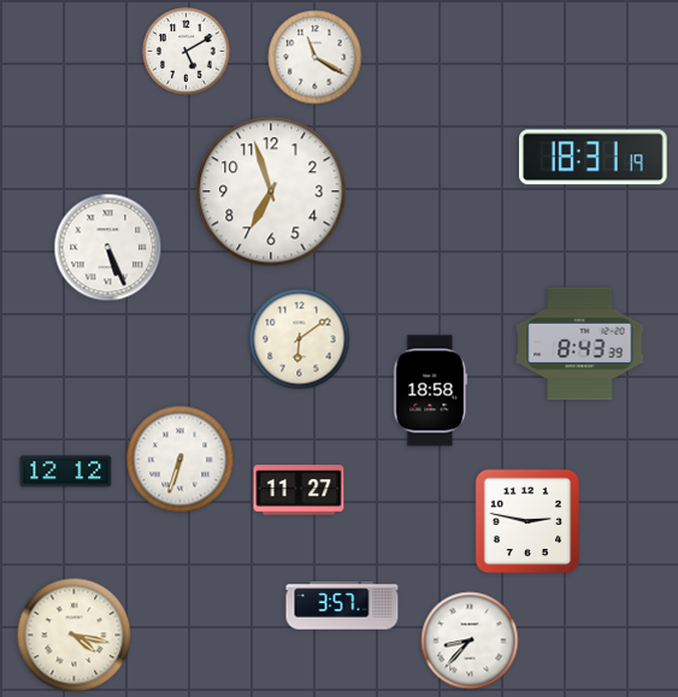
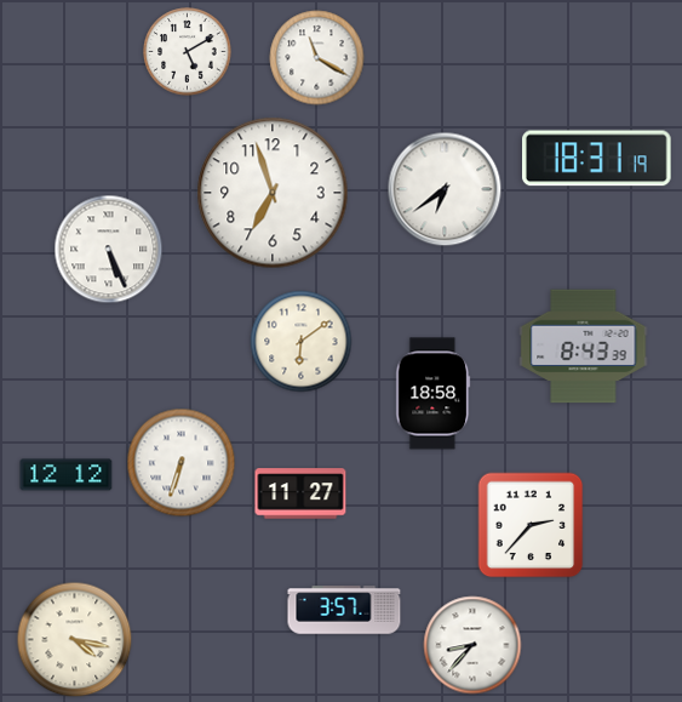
clock at (445, 189): none -> 6:39
clock at (527, 521): 2:47 -> 2:37
